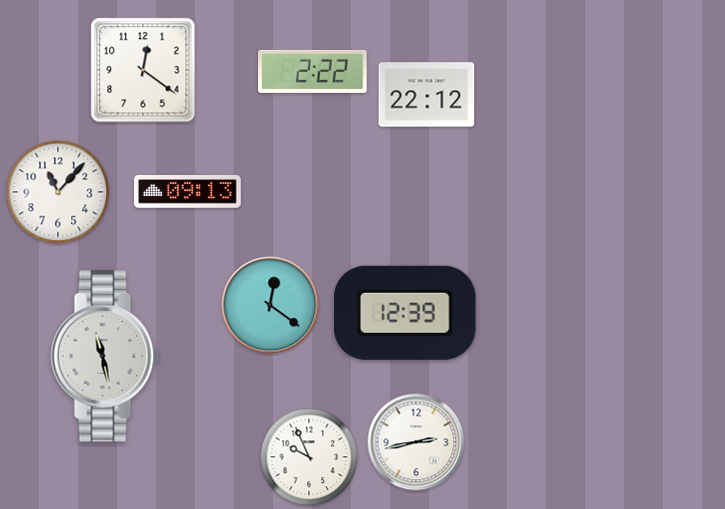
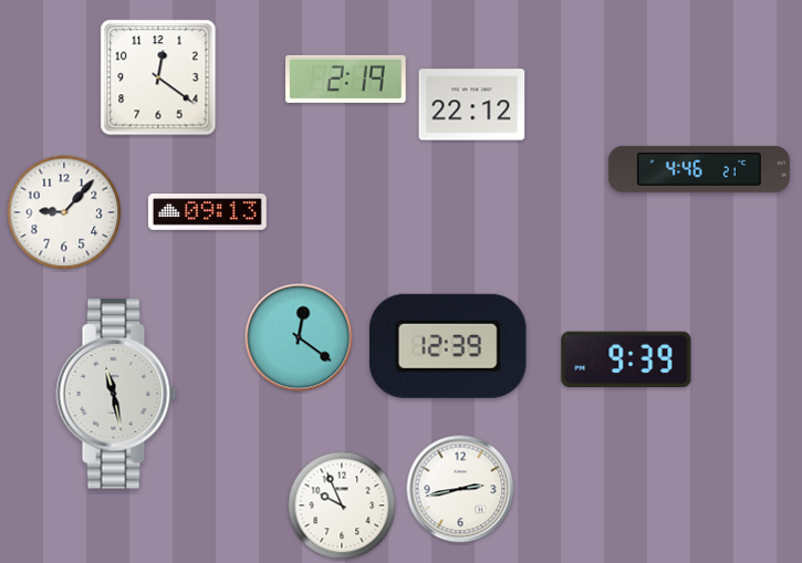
clock at (313, 71): 2:22 -> 2:19
clock at (699, 169): none -> 4:46
clock at (58, 192): 11:07 -> 9:07
clock at (626, 358): none -> 9:39
